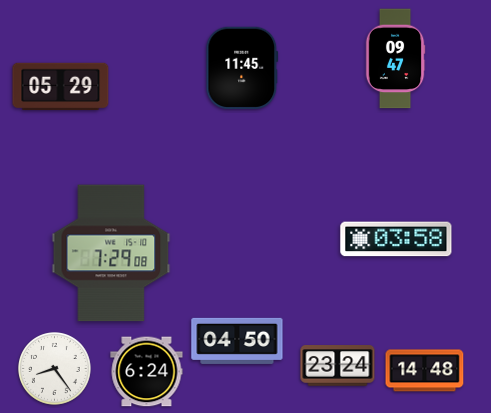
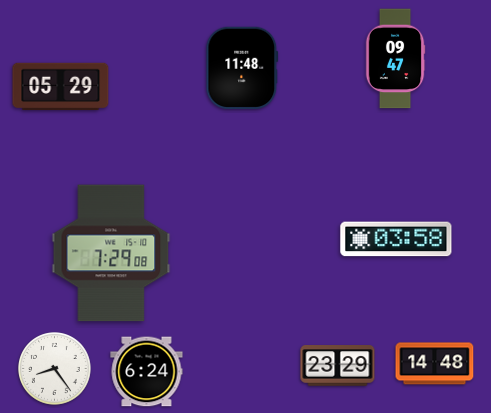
clock at (242, 68): 11:45 -> 11:48
clock at (237, 341): 04:50 -> none
clock at (338, 366): 23:24 -> 23:29
clock at (425, 371) position: (425, 371) -> (435, 364)
